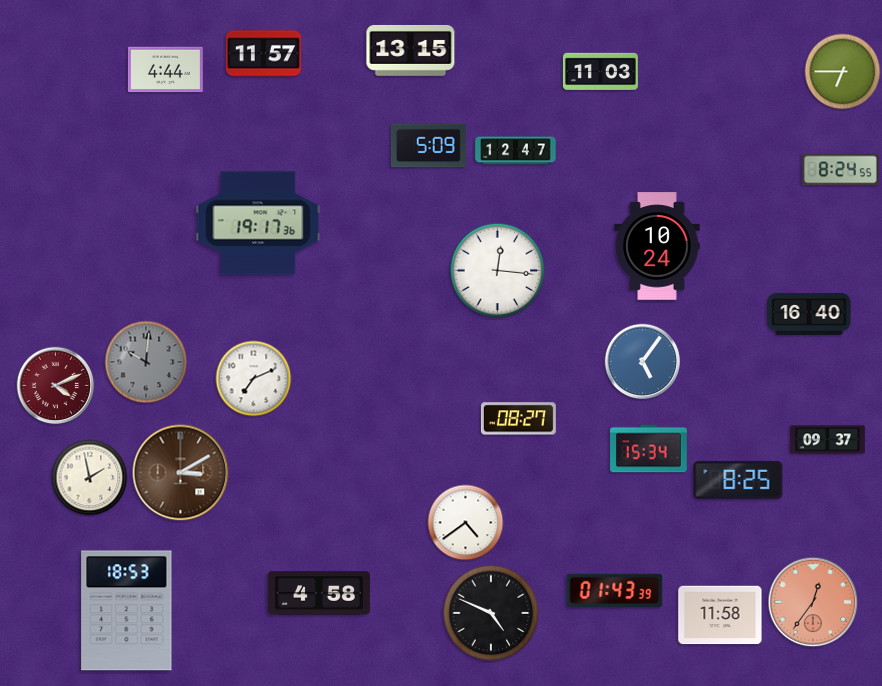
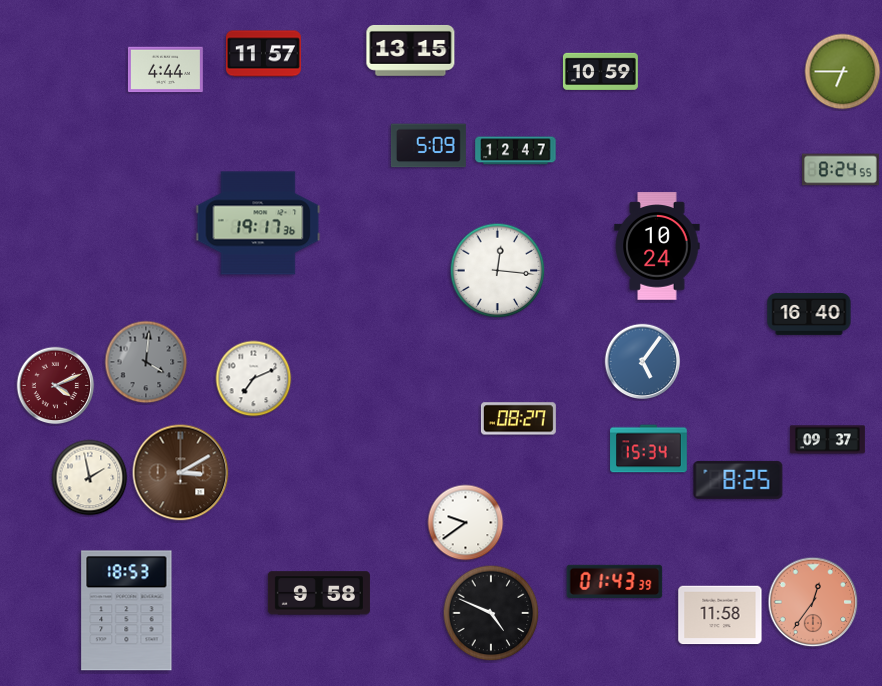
clock at (600, 71): 11:03 -> 10:59
clock at (146, 362): 10:01 -> 4:01
clock at (466, 523): 4:39 -> 9:39
clock at (615, 590) position: (615, 590) -> (615, 581)
clock at (319, 593): 4:58 -> 9:58
